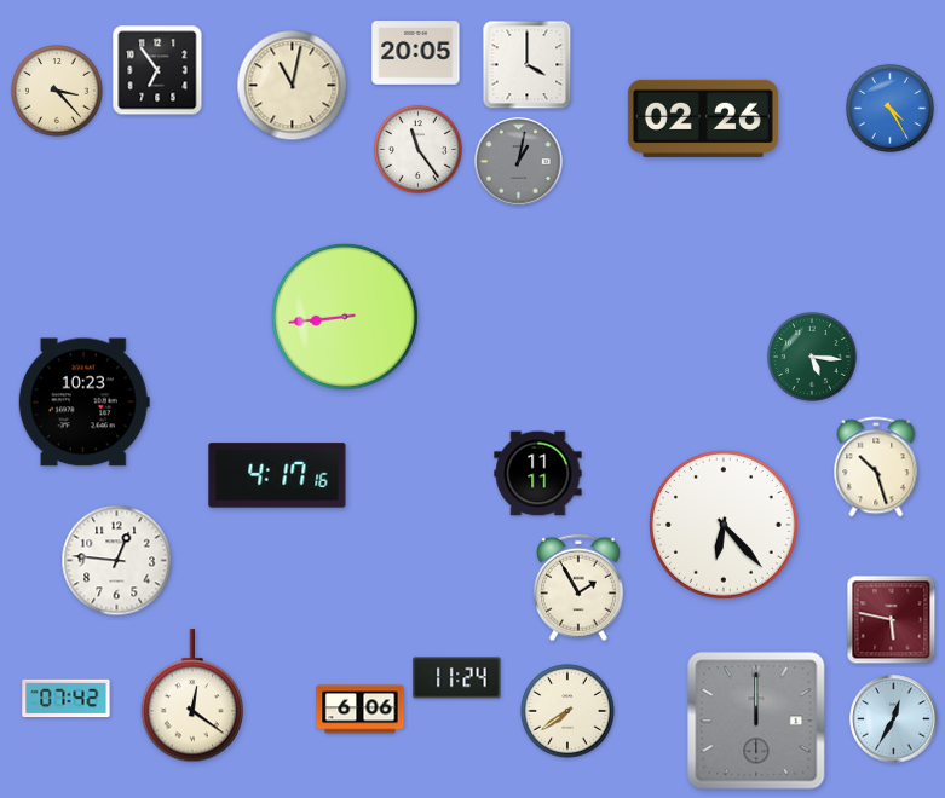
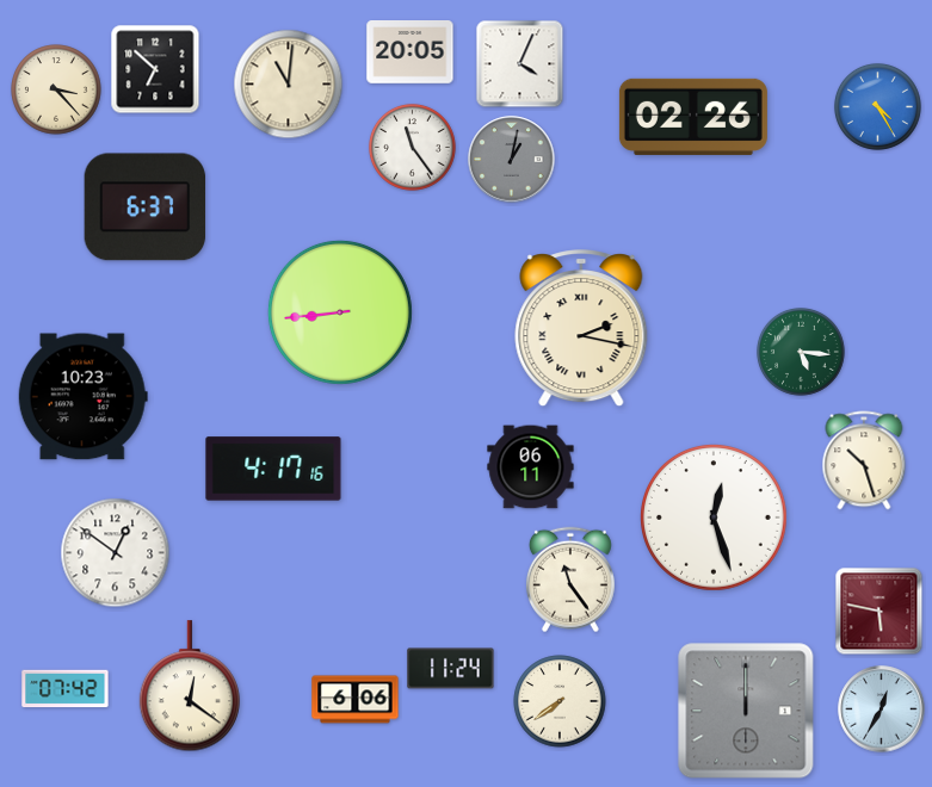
clock at (528, 65): 4:00 -> 4:04
clock at (157, 70): 6:54 -> 6:52
clock at (293, 86): 11:02 -> 11:01
clock at (146, 207): none -> 6:37
clock at (581, 329): none -> 2:17
clock at (538, 474): 11:11 -> 06:11
clock at (724, 525): 6:23 -> 12:27
clock at (117, 561): 12:46 -> 12:51
clock at (578, 588): 1:55 -> 11:24
